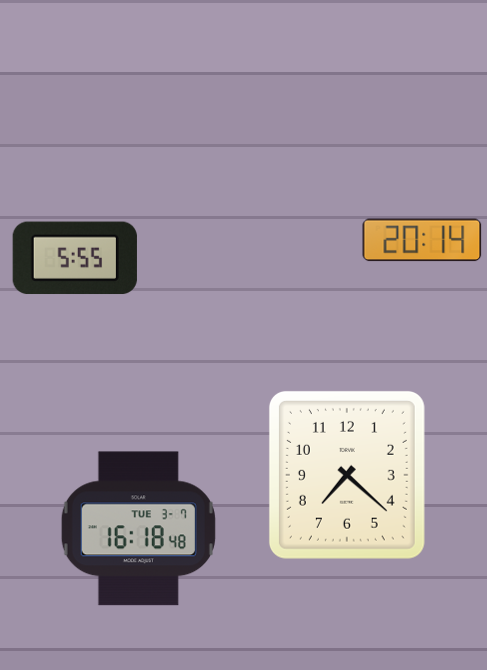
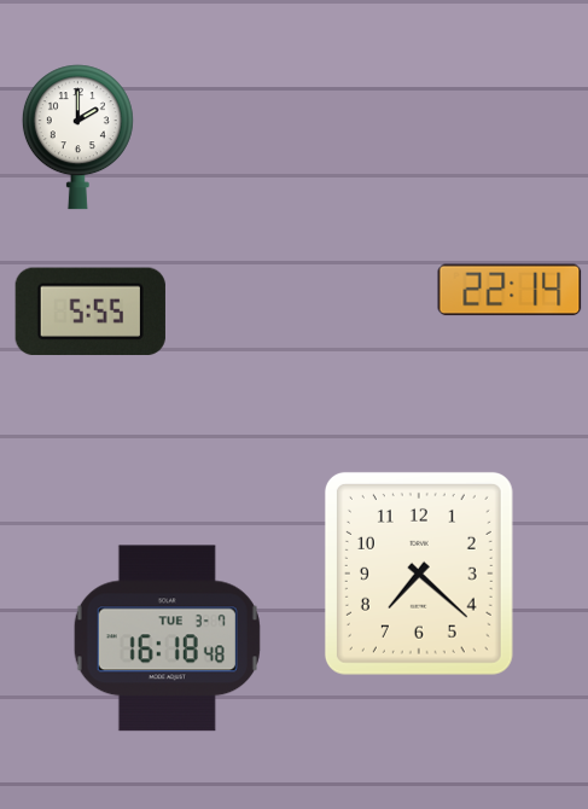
clock at (77, 138): none -> 2:00
clock at (422, 240): 20:14 -> 22:14
